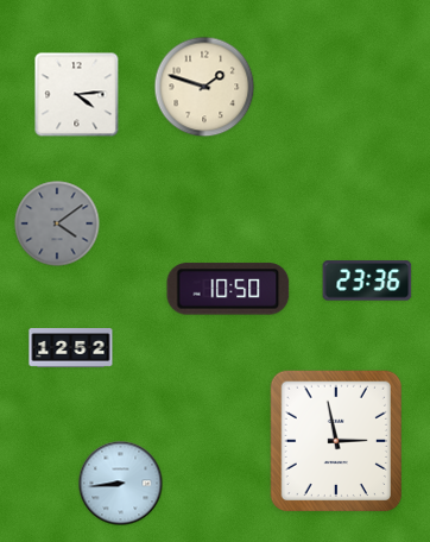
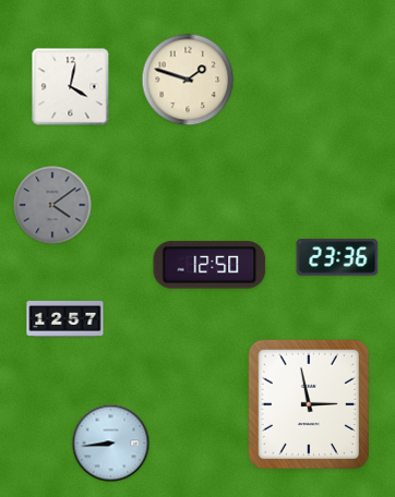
clock at (77, 95): 4:14 -> 4:02
clock at (228, 289): 10:50 -> 12:50
clock at (71, 348): 12:52 -> 12:57
